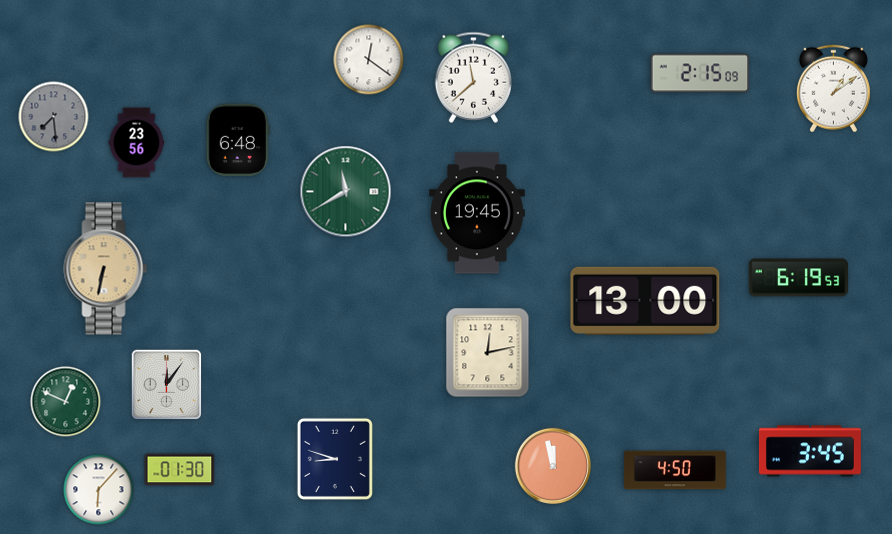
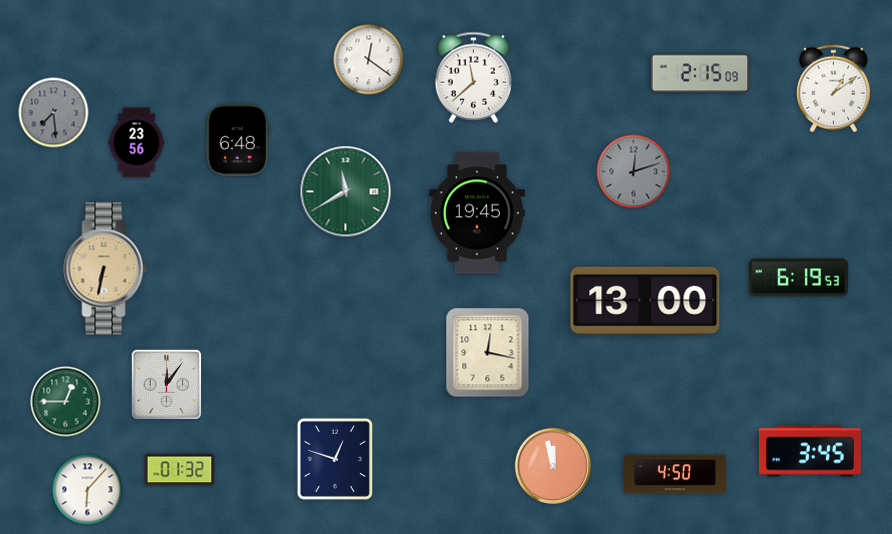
clock at (54, 117) position: (54, 117) -> (54, 113)
clock at (634, 172): none -> 12:12
clock at (488, 353): 12:13 -> 12:17
clock at (66, 402): 12:49 -> 12:45
clock at (335, 459): 8:48 -> 12:48
clock at (180, 470): 01:30 -> 01:32
clock at (675, 470) position: (675, 470) -> (675, 474)
clock at (99, 490) position: (99, 490) -> (88, 490)
